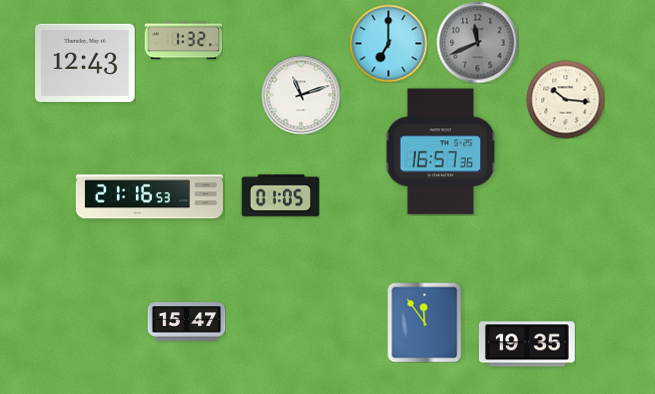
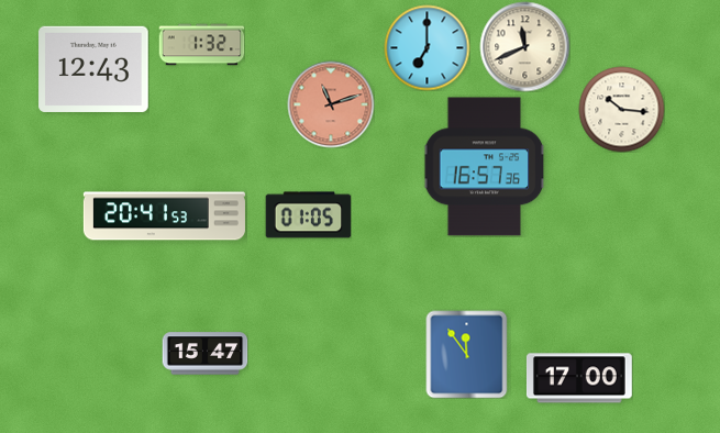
clock at (477, 42) dial: grey -> cream
clock at (301, 95) dial: white -> salmon
clock at (149, 197): 21:16 -> 20:41
clock at (527, 344): 19:35 -> 17:00
